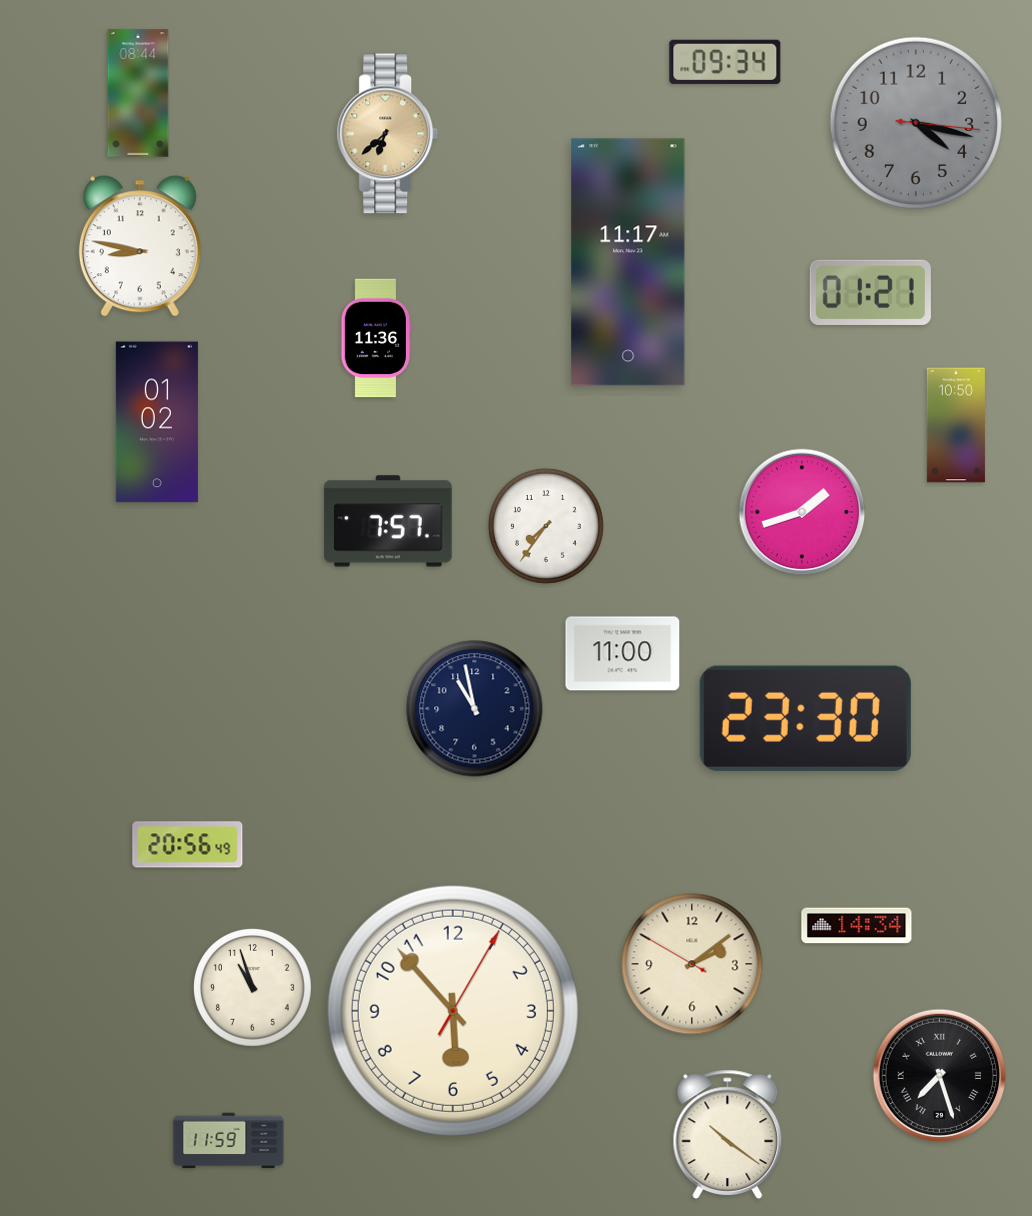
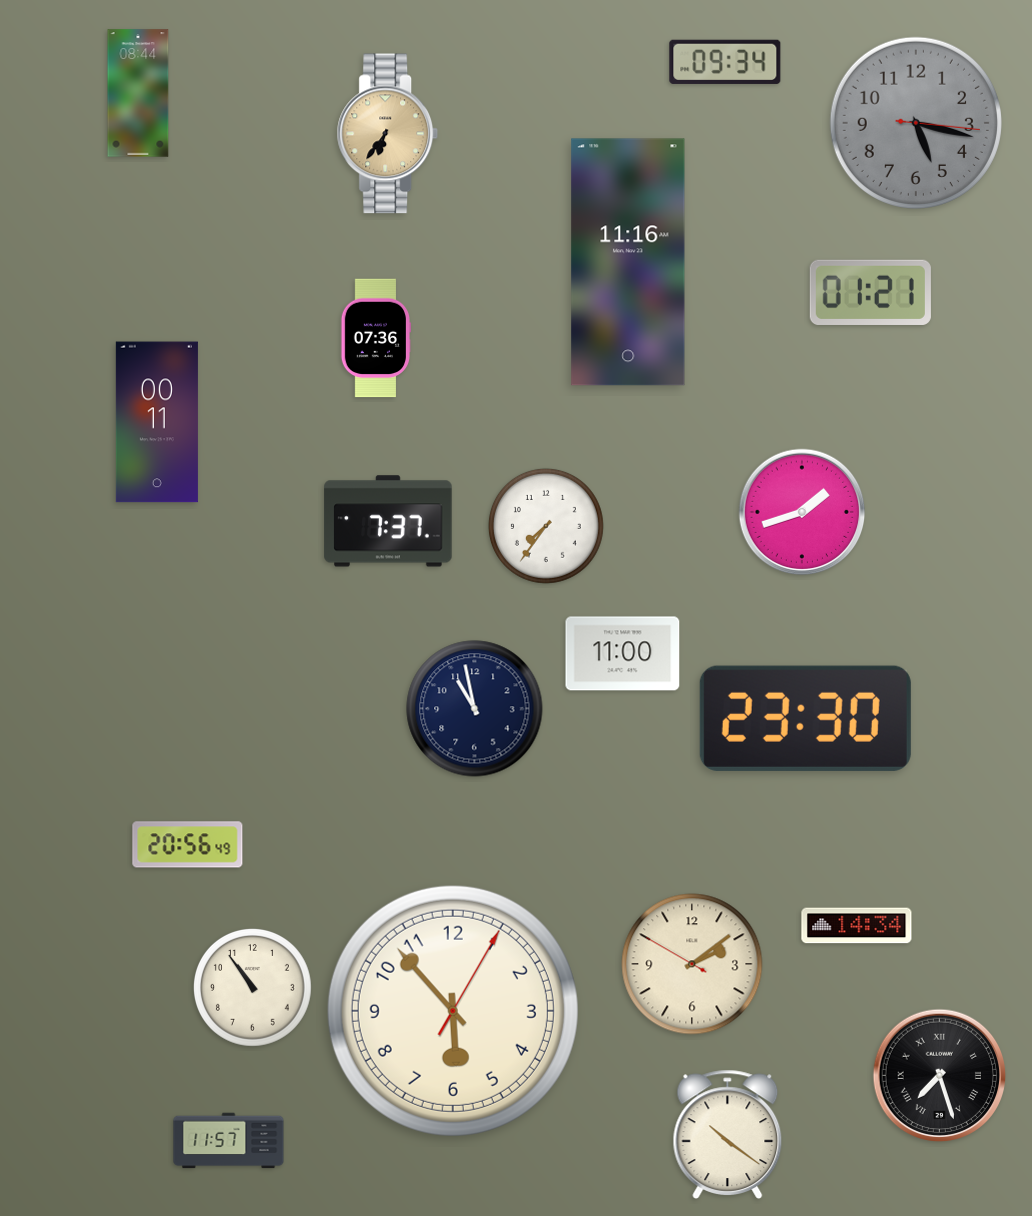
clock at (916, 123): 4:17 -> 5:17
clock at (388, 134): 6:38 -> 6:36
clock at (140, 246): 8:47 -> none
clock at (628, 262): 11:17 -> 11:16
clock at (375, 338): 11:36 -> 07:36
clock at (157, 422): 01:02 -> 00:11
clock at (956, 425): 10:50 -> none
clock at (388, 521): 7:57 -> 7:37
clock at (253, 988): 10:57 -> 10:54
clock at (229, 1141): 11:59 -> 11:57
